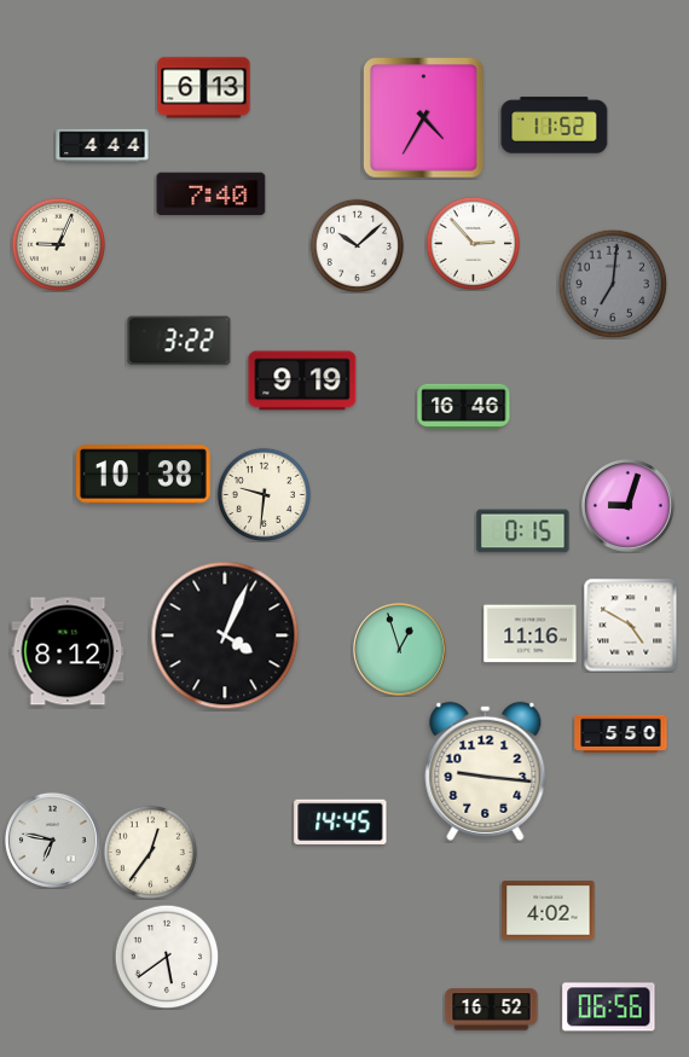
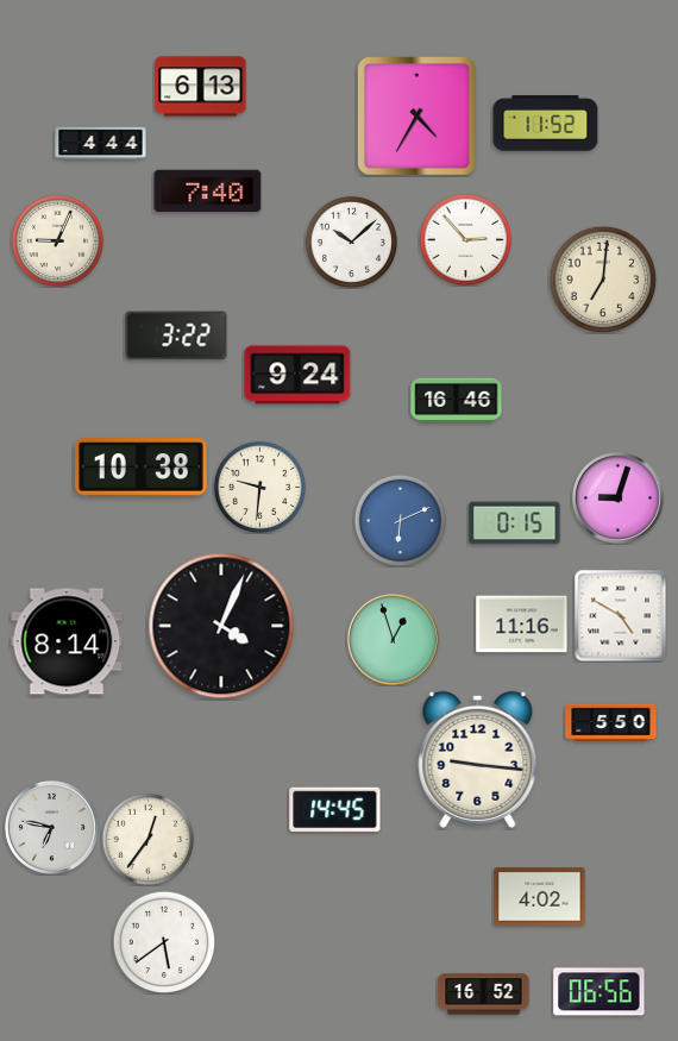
clock at (613, 284) dial: grey -> cream
clock at (302, 381): 9:19 -> 9:24
clock at (400, 520): none -> 6:11
clock at (68, 651): 8:12 -> 8:14
